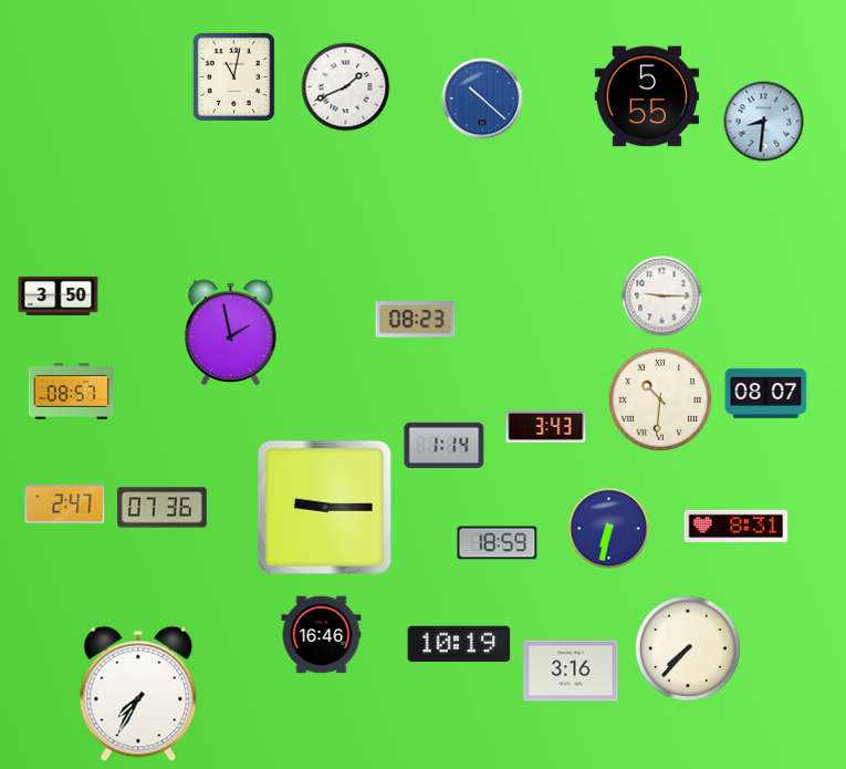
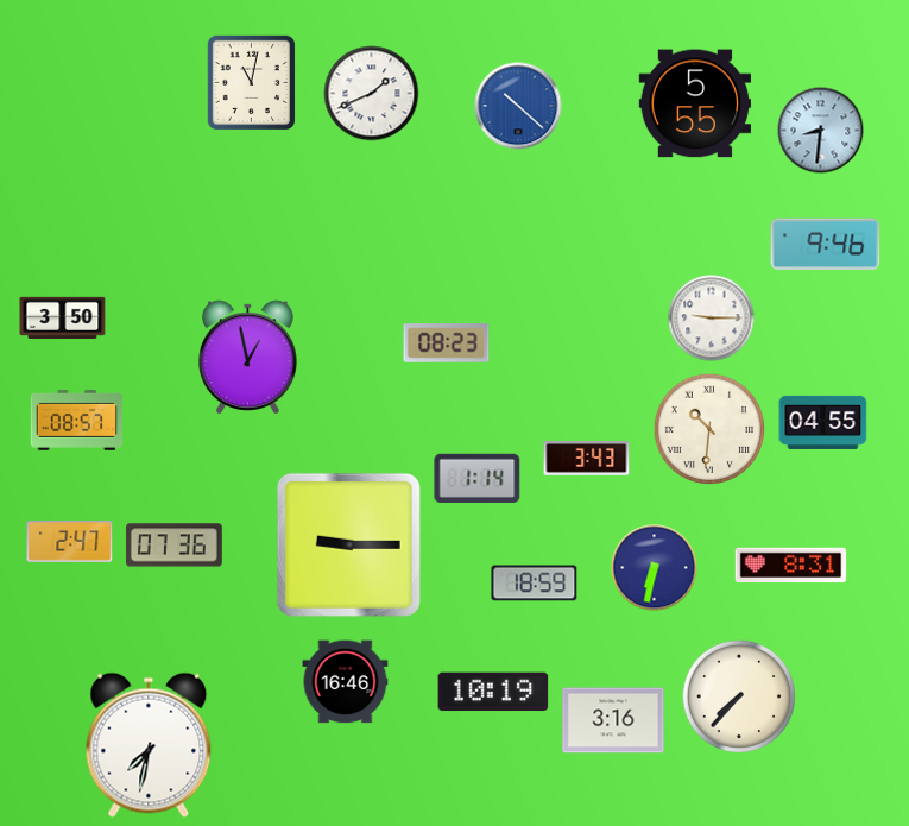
clock at (826, 244): none -> 9:46
clock at (231, 333): 1:58 -> 12:58
clock at (766, 393): 08:07 -> 04:55
clock at (138, 694): 7:35 -> 7:32
